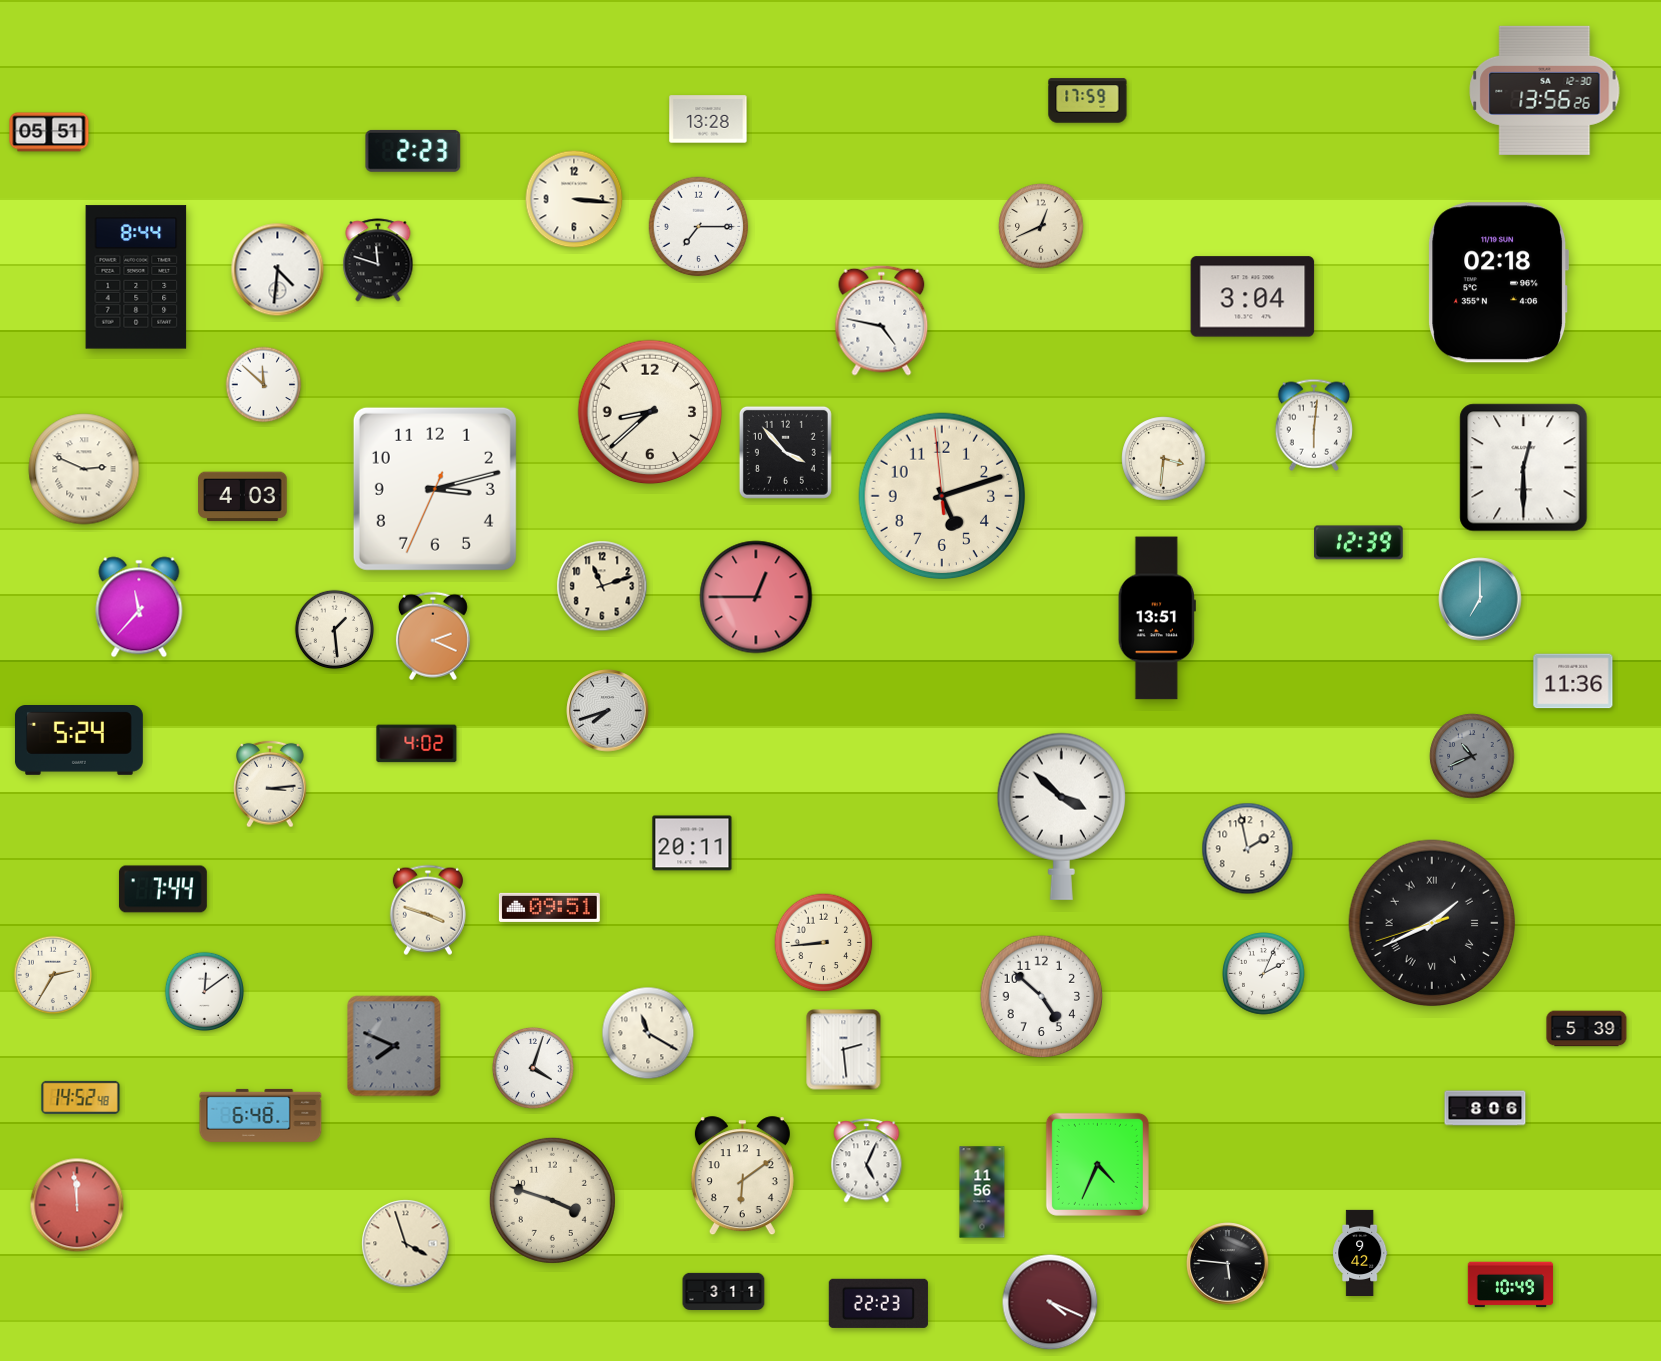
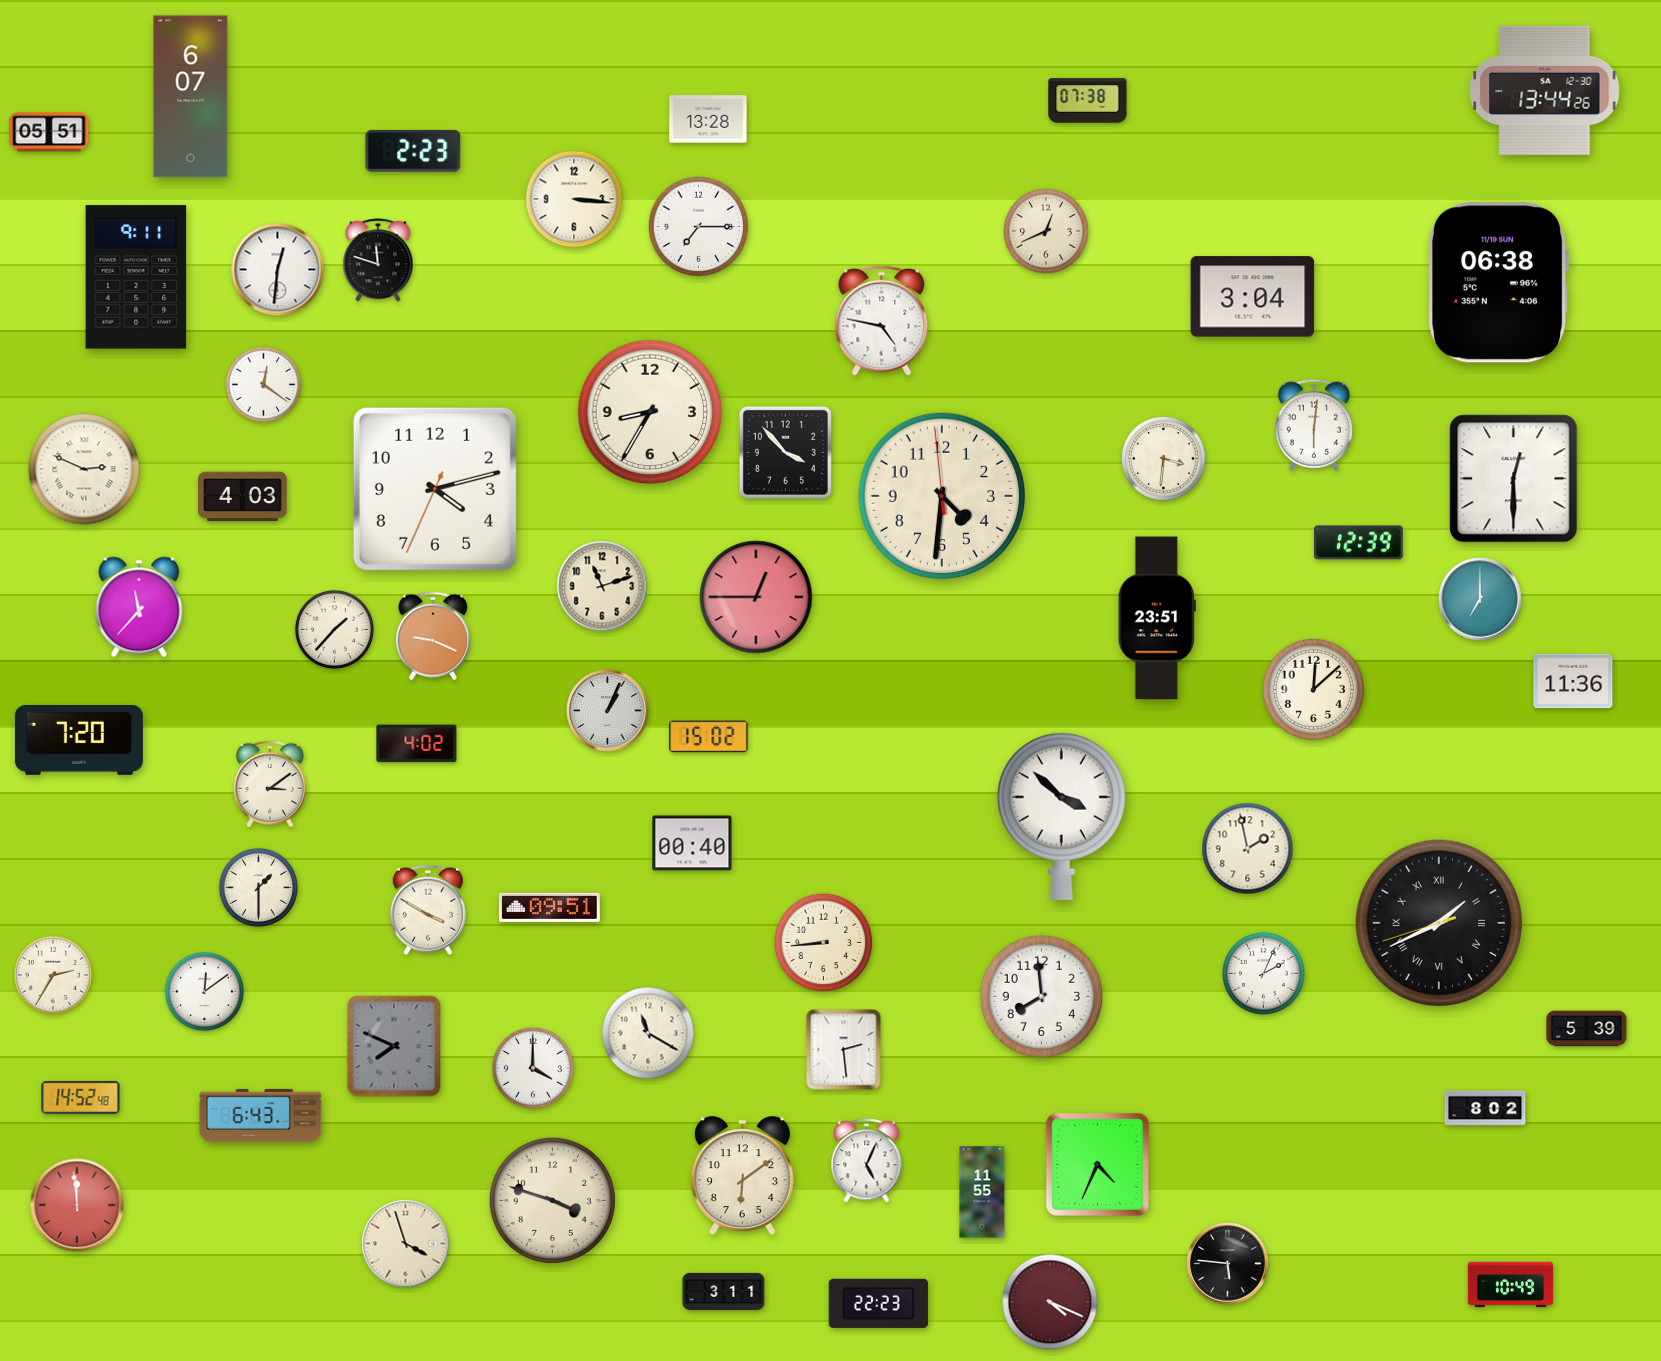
clock at (1545, 90): 13:56 -> 13:44
clock at (191, 97): none -> 6:07
clock at (1088, 101): 17:59 -> 07:38
clock at (1041, 226) position: (1041, 226) -> (1046, 231)
clock at (278, 270): 4:31 -> 12:31
clock at (136, 277): 8:44 -> 9:11
clock at (1498, 283): 02:18 -> 06:38
clock at (264, 385): 11:52 -> 12:21
clock at (650, 412): 8:38 -> 8:35
clock at (1524, 468) position: (1524, 468) -> (1514, 479)
clock at (435, 489): 3:12 -> 4:12
clock at (942, 496): 5:11 -> 4:30
clock at (1157, 618): 13:51 -> 23:51
clock at (334, 629): 1:29 -> 1:37
clock at (433, 636): 2:19 -> 9:19
clock at (1313, 689): none -> 12:08
clock at (608, 711): 7:42 -> 1:04
clock at (709, 737): none -> 15:02
clock at (79, 741): 5:24 -> 7:20
clock at (1472, 756): 10:41 -> none
clock at (271, 784): 3:14 -> 3:09
clock at (692, 843): 20:11 -> 00:40
clock at (258, 887): none -> 1:30
clock at (163, 889): 7:44 -> none
clock at (428, 910): 3:48 -> 3:50
clock at (1432, 923) position: (1432, 923) -> (1439, 923)
clock at (1042, 997): 4:52 -> 7:59
clock at (533, 1068): 4:03 -> 4:00
clock at (1485, 1108): 8:06 -> 8:02
clock at (261, 1115): 6:48 -> 6:43
clock at (982, 1192): 11:56 -> 11:55
clock at (1360, 1252): 9:42 -> none
